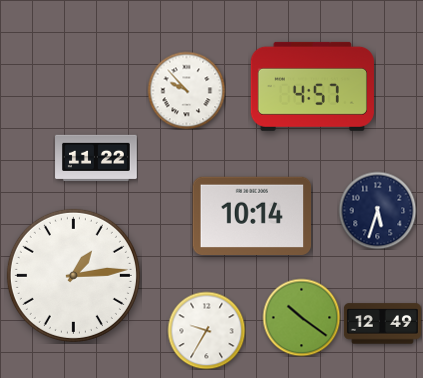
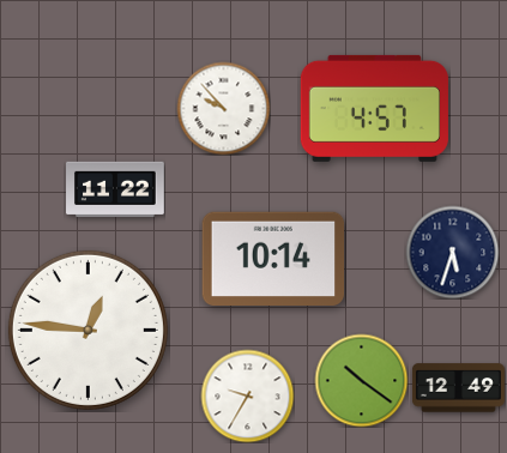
clock at (312, 86) position: (312, 86) -> (374, 108)
clock at (252, 216) position: (252, 216) -> (273, 259)
clock at (73, 275): 1:14 -> 12:46
